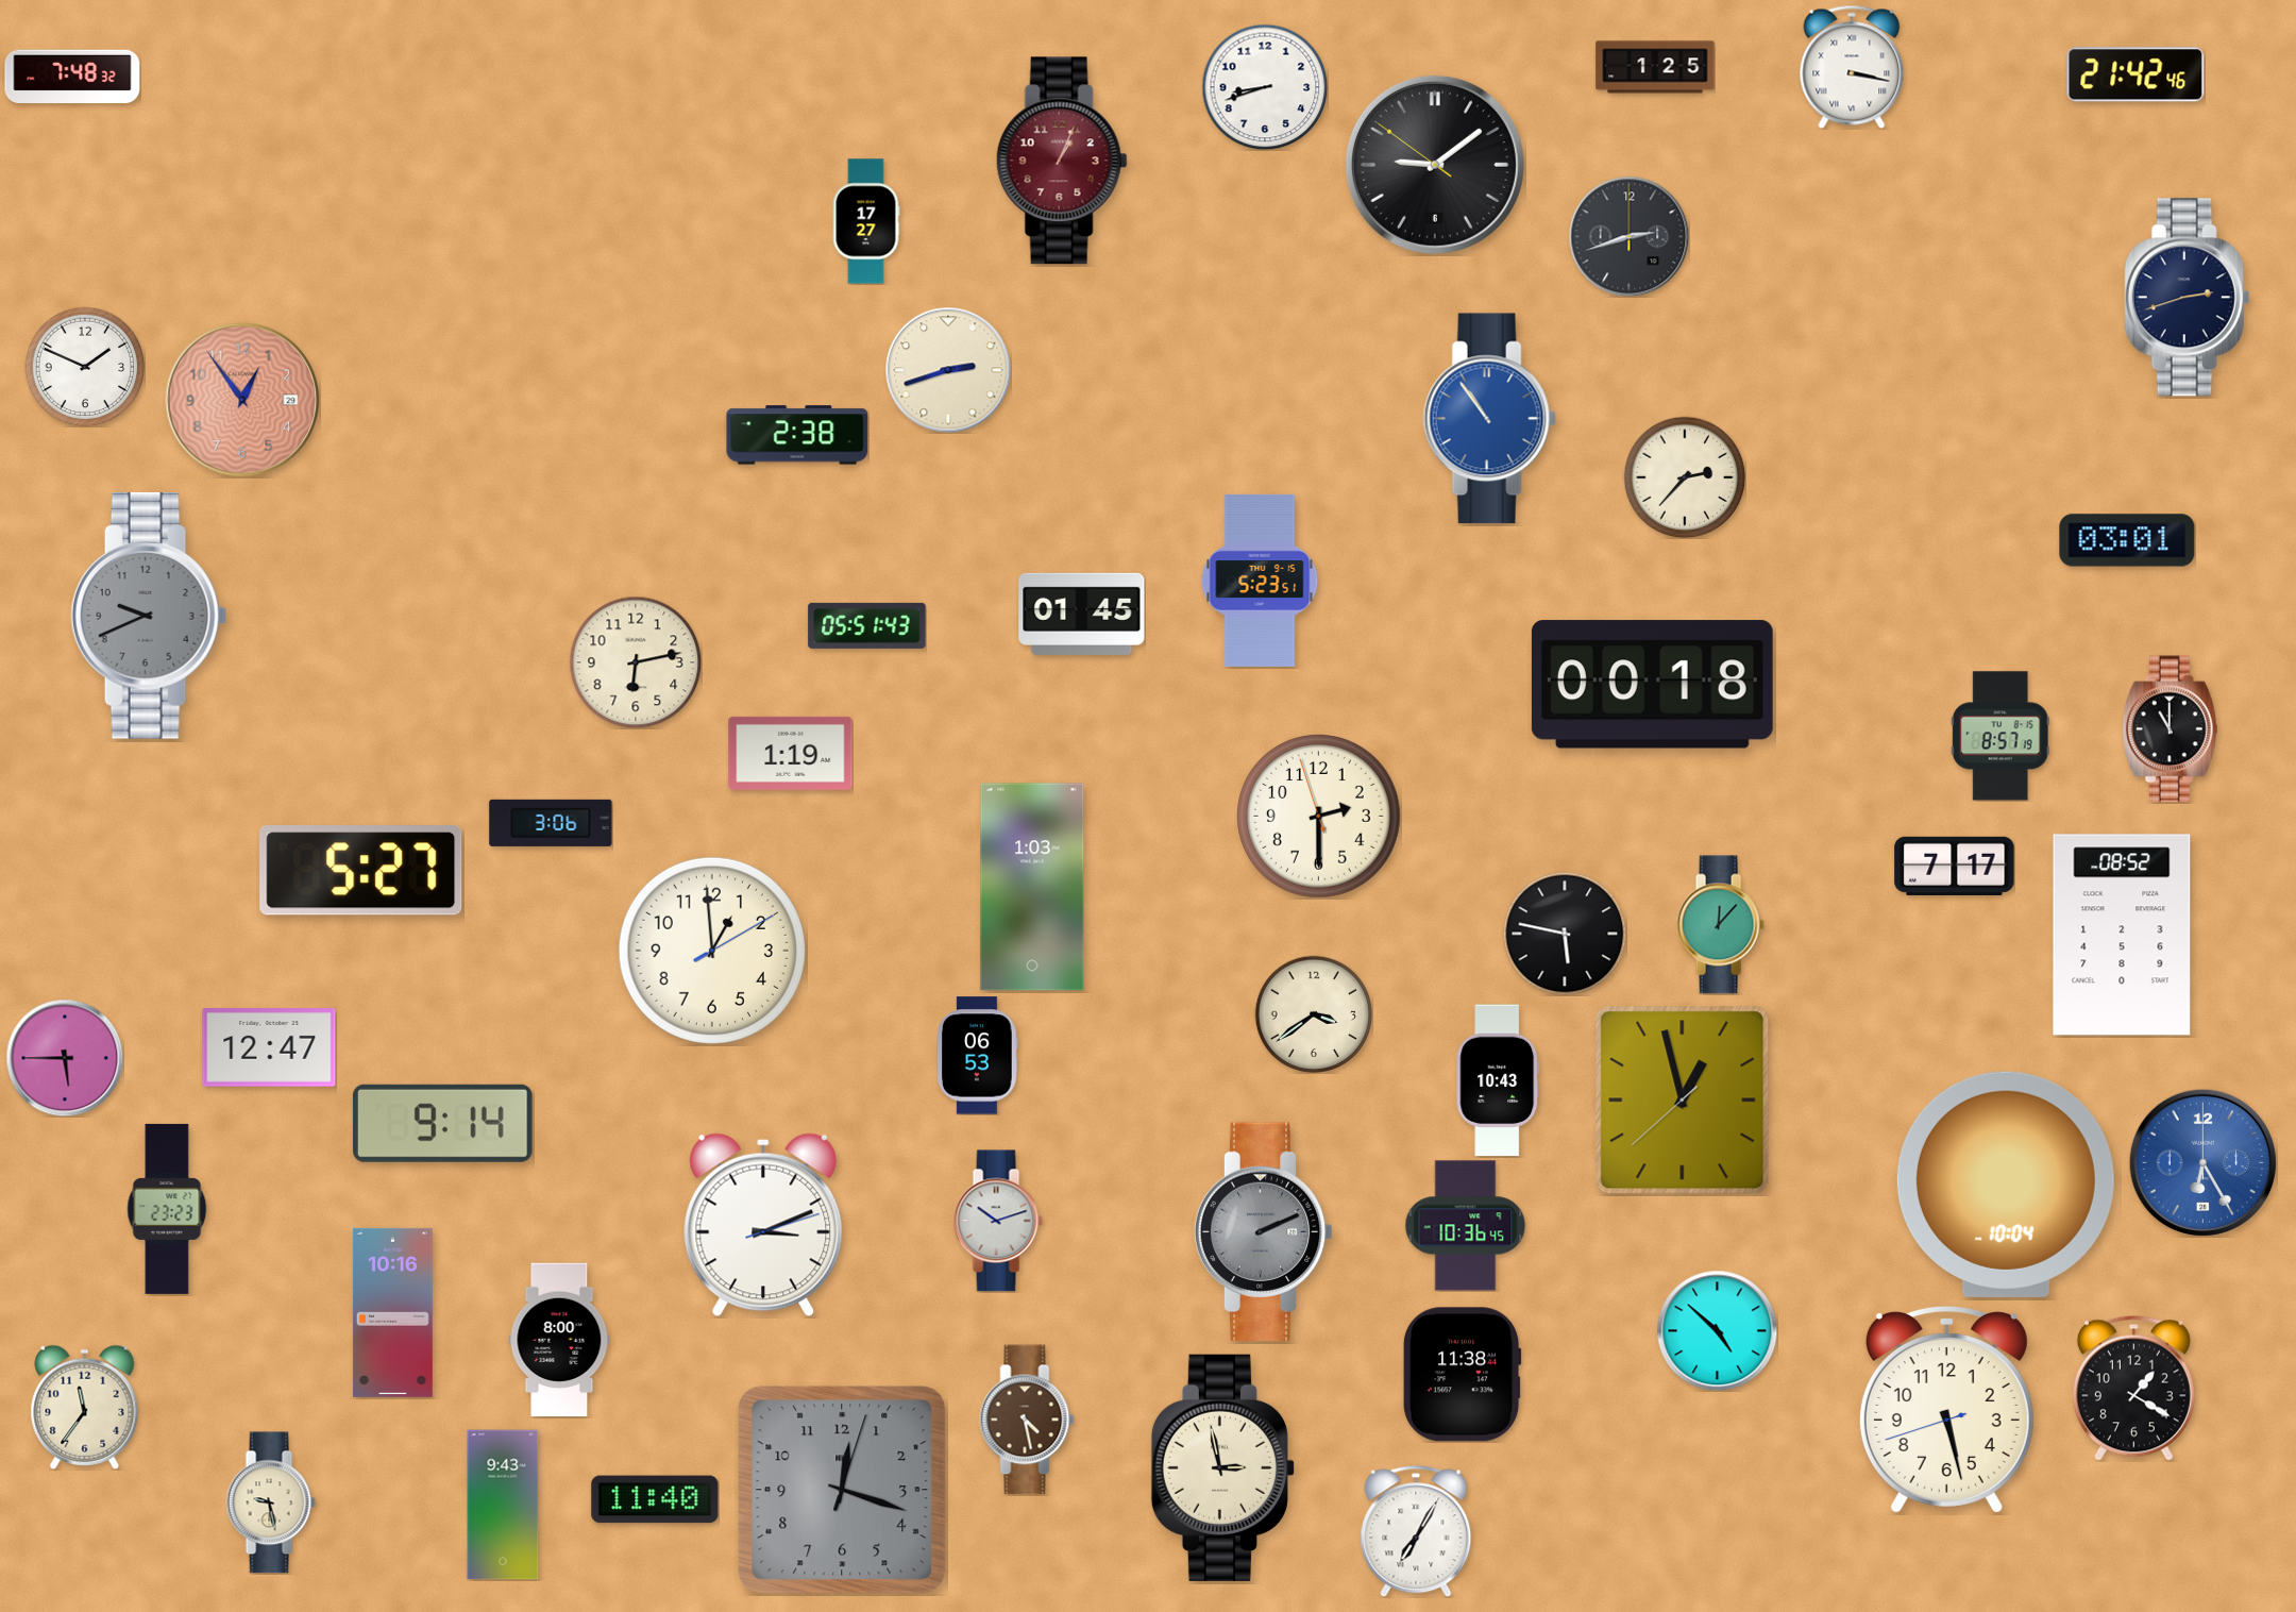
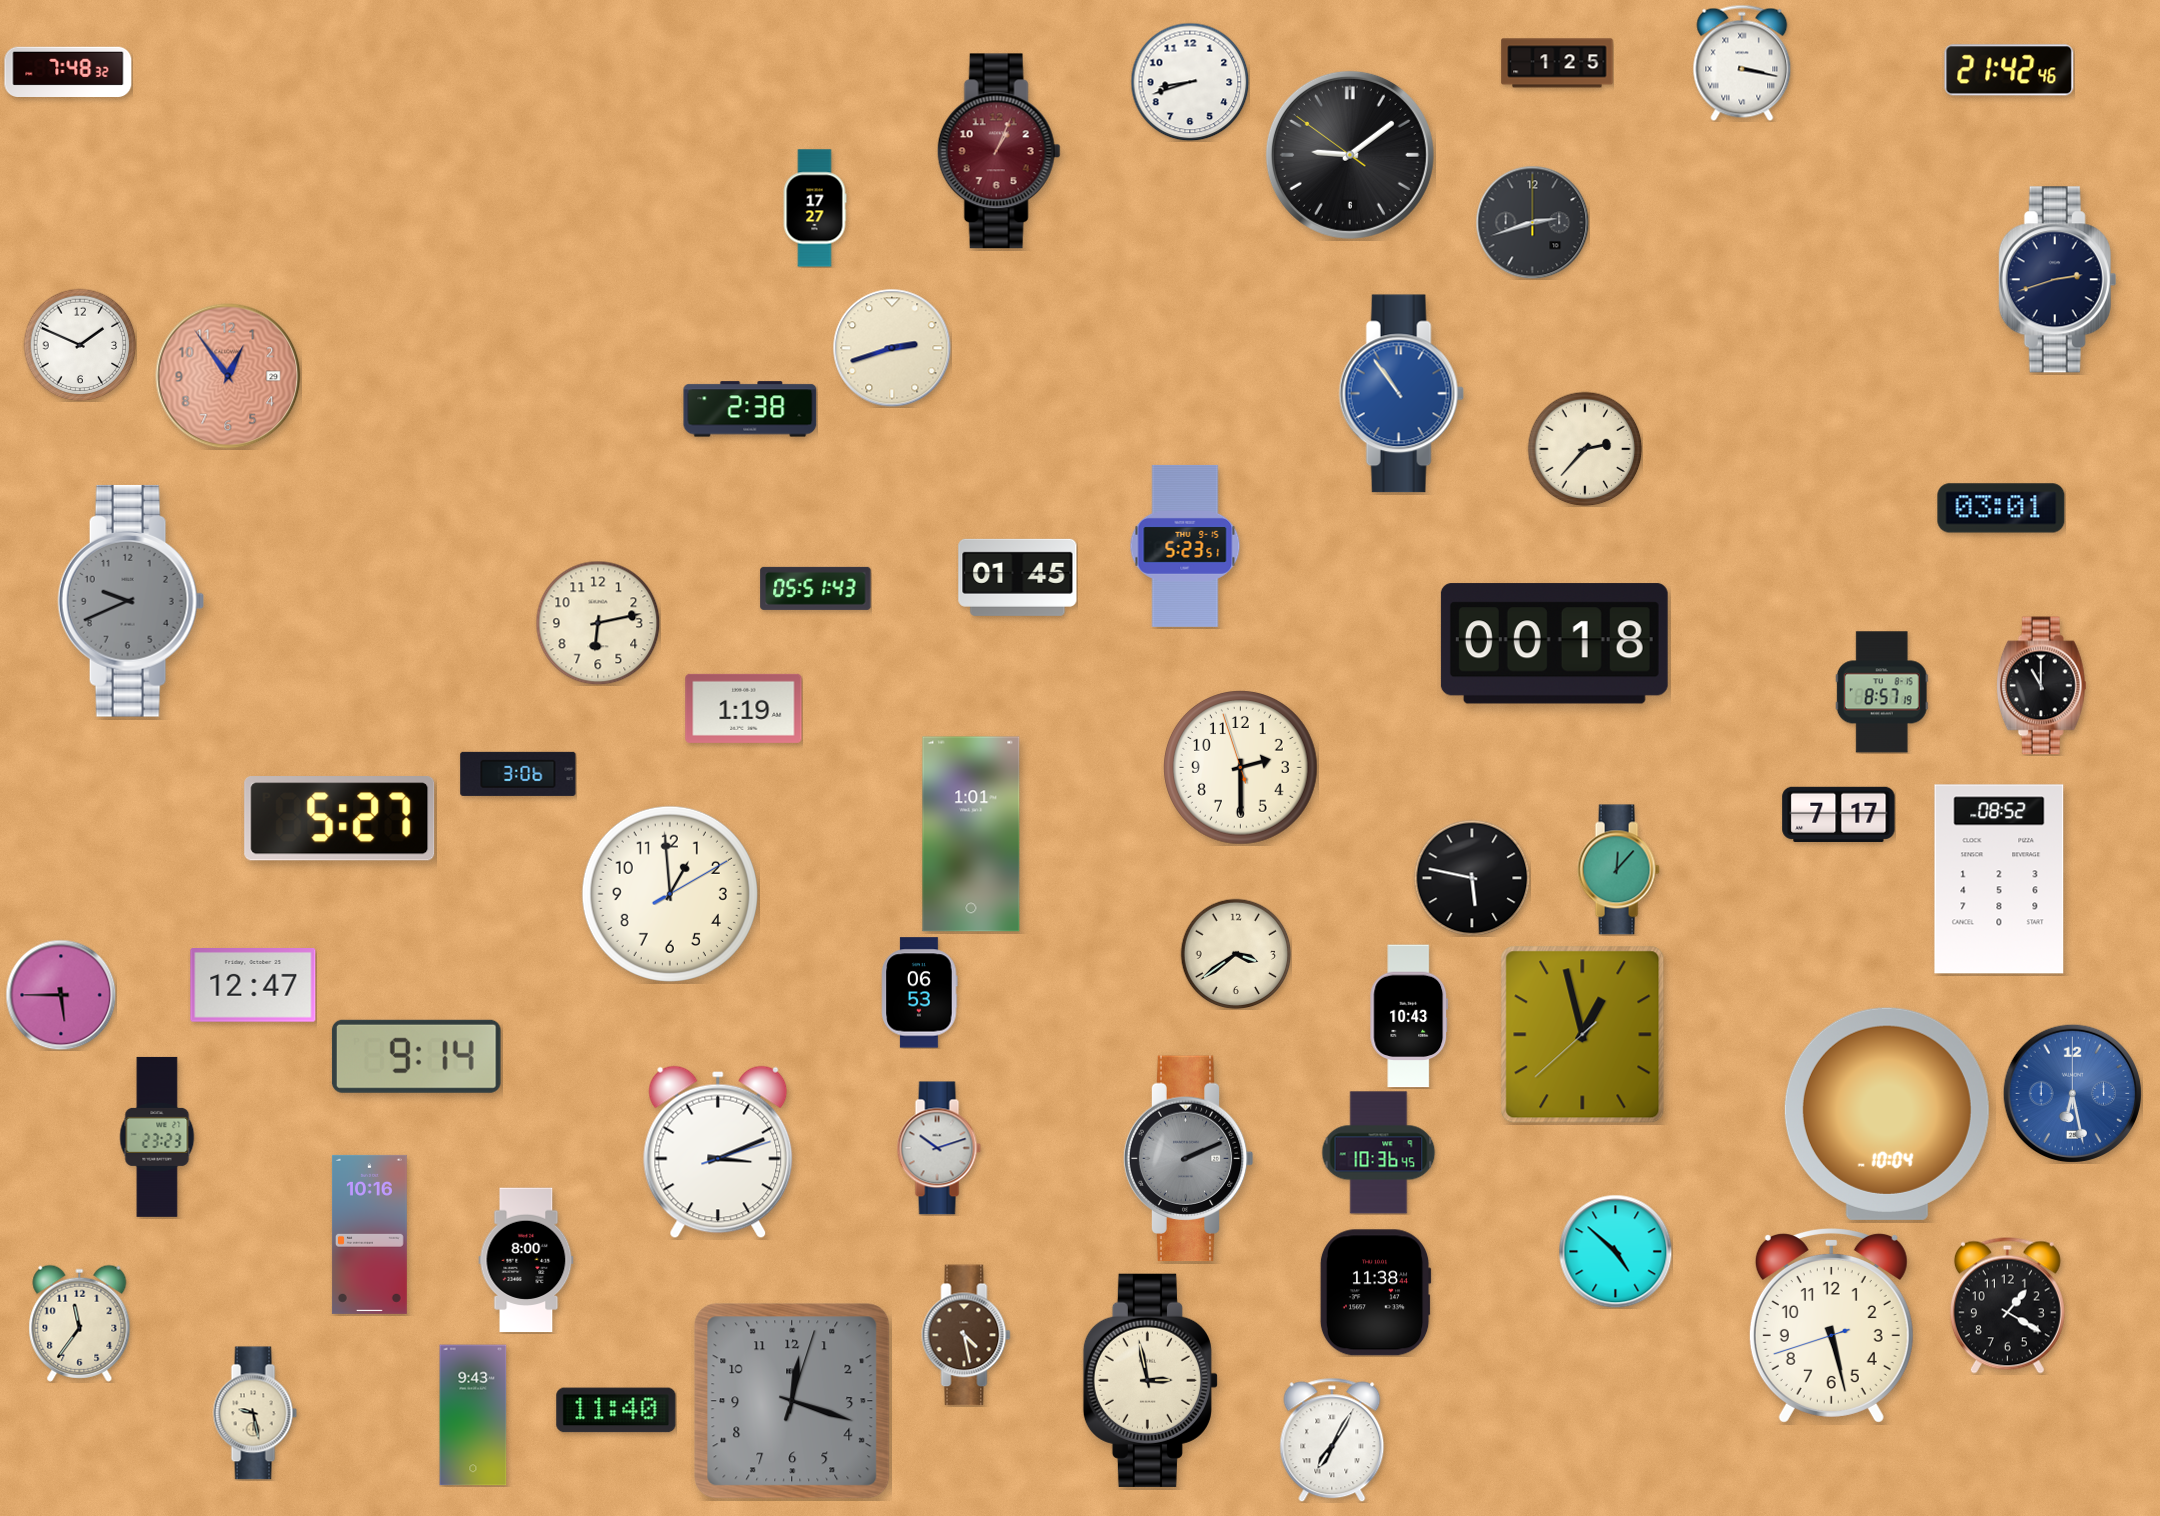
clock at (149, 616) position: (149, 616) -> (131, 601)
clock at (1032, 887): 1:03 -> 1:01
clock at (2122, 935) position: (2122, 935) -> (1999, 879)
clock at (2202, 1162): 6:25 -> 6:28
